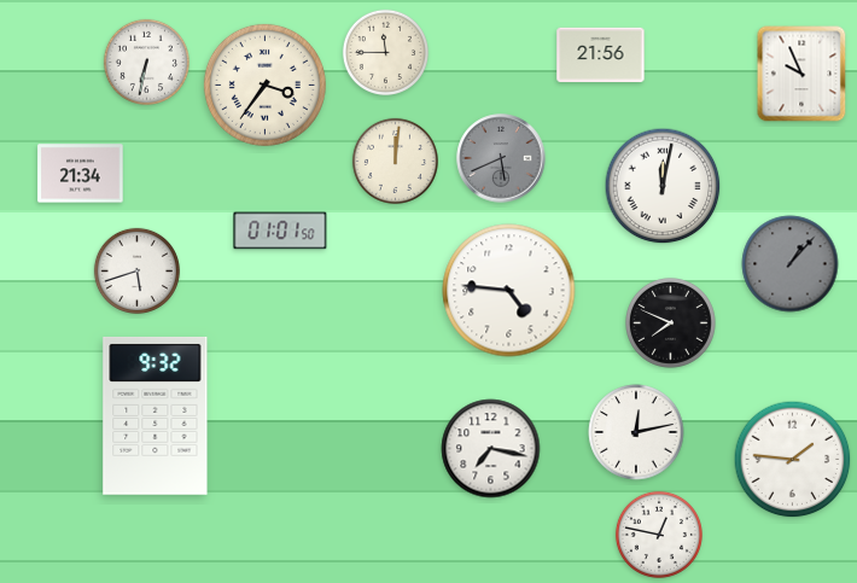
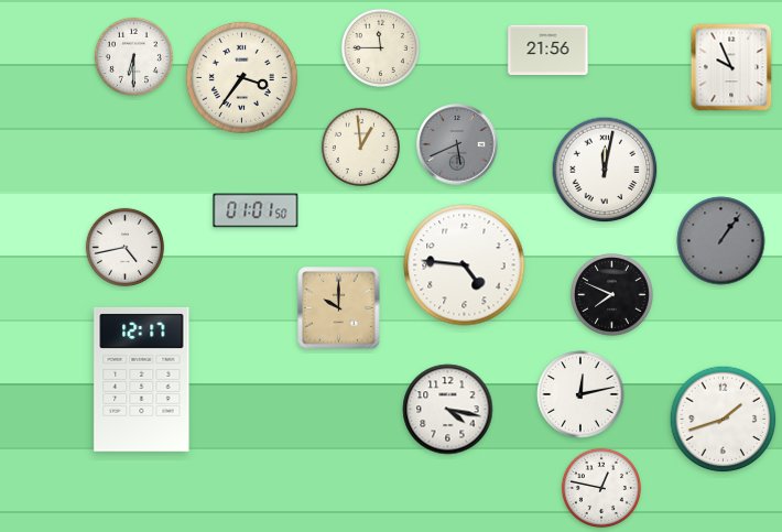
clock at (385, 52) position: (385, 52) -> (380, 47)
clock at (146, 62): 6:32 -> 6:30
clock at (395, 161): 12:01 -> 12:59
clock at (81, 174): 21:34 -> none
clock at (791, 264): 1:07 -> 1:06
clock at (136, 270): 5:42 -> 4:43
clock at (339, 308): none -> 10:00
clock at (156, 415): 9:32 -> 12:17
clock at (491, 449): 7:17 -> 4:17
clock at (793, 460): 1:46 -> 1:42
